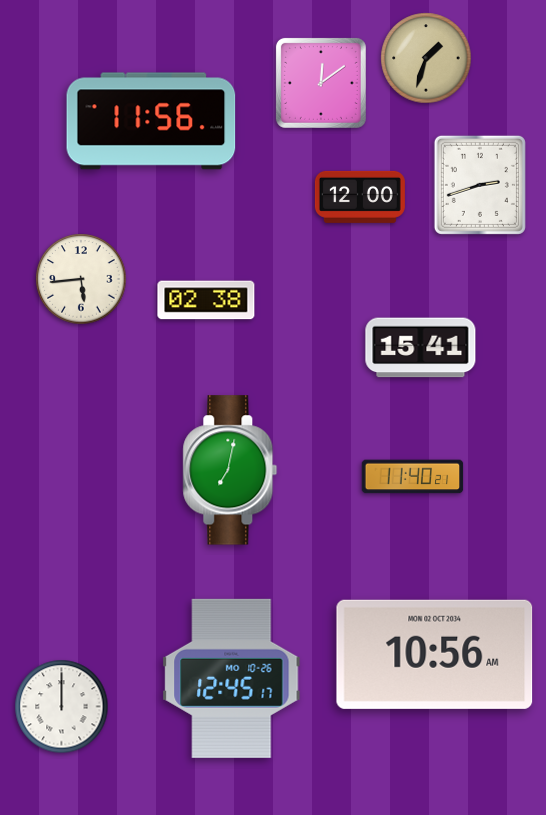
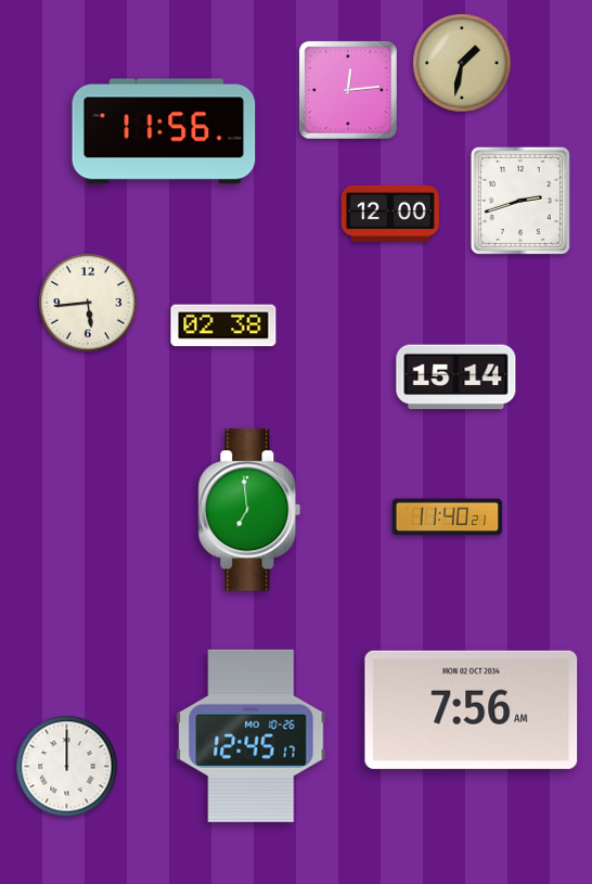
clock at (426, 58): 1:33 -> 1:32
clock at (321, 83): 12:09 -> 12:14
clock at (421, 348): 15:41 -> 15:14
clock at (230, 470): 7:02 -> 6:59
clock at (435, 654): 10:56 -> 7:56
